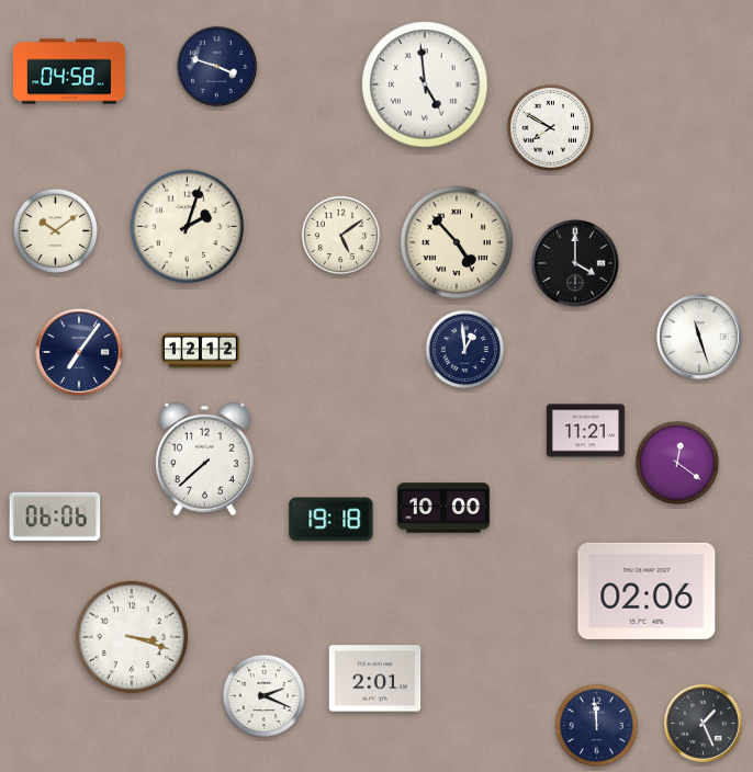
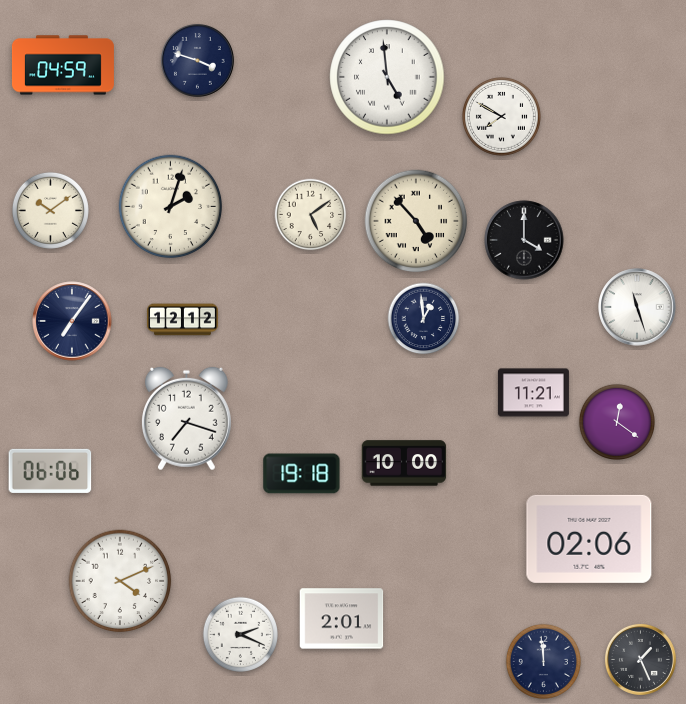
clock at (69, 71): 04:58 -> 04:59
clock at (204, 459): 7:38 -> 7:18
clock at (132, 637): 3:18 -> 4:11
